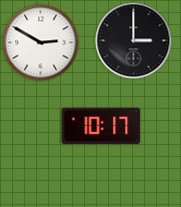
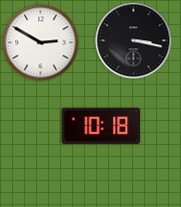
clock at (134, 41): 3:00 -> 3:17
clock at (101, 126): 10:17 -> 10:18
